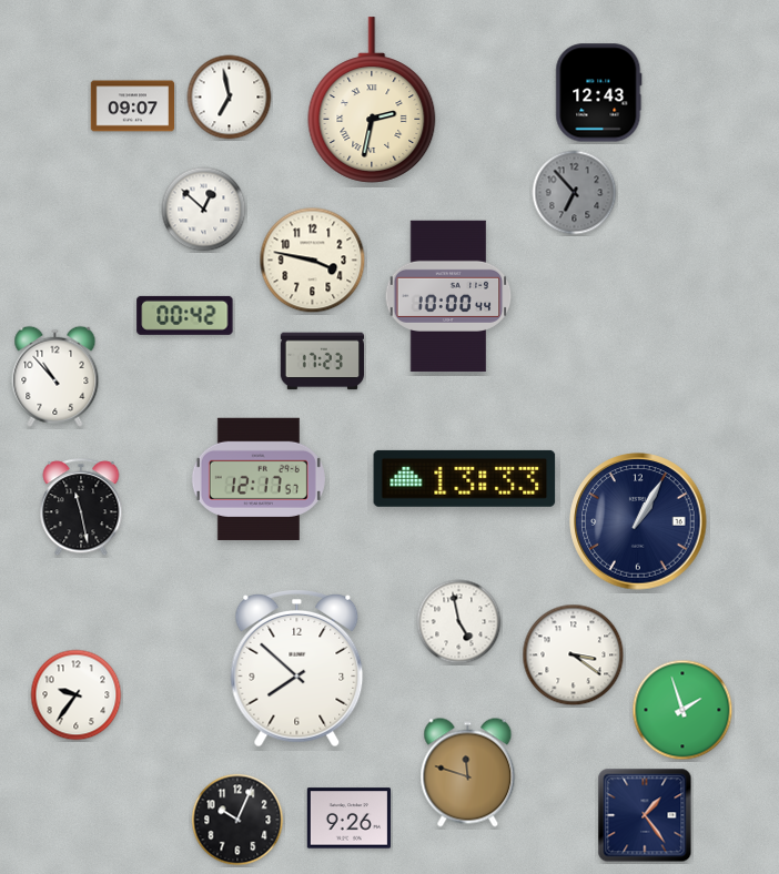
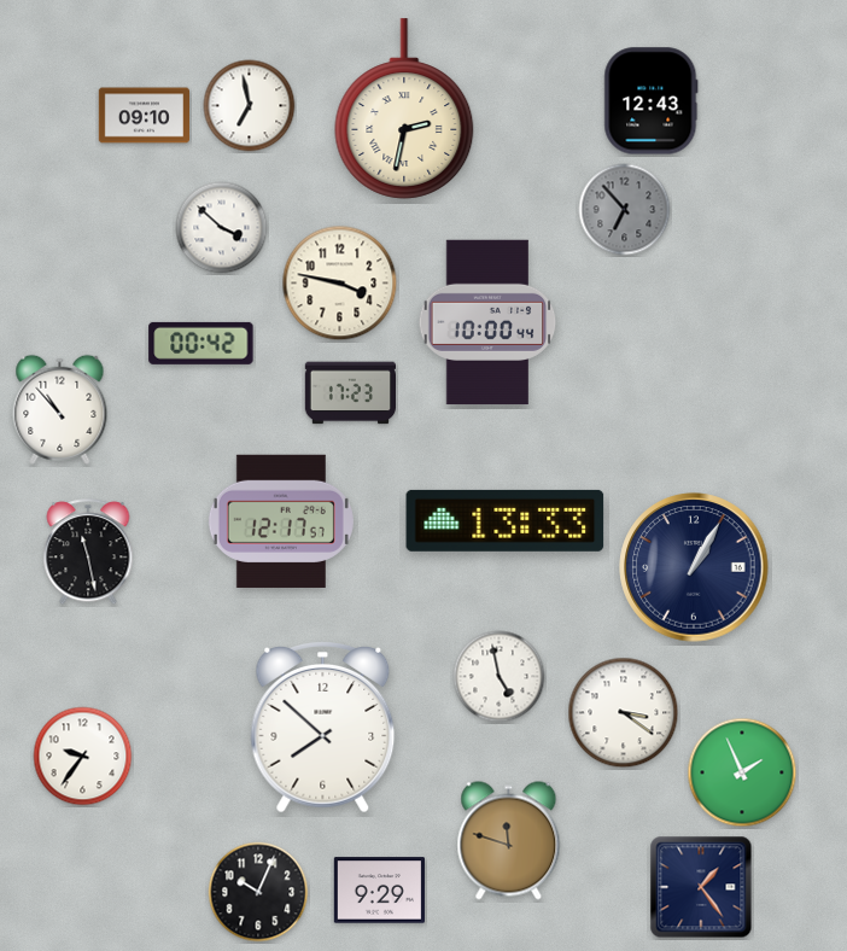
clock at (132, 106): 09:07 -> 09:10
clock at (204, 210): 12:52 -> 3:52
clock at (682, 710): 1:57 -> 1:56
clock at (348, 819): 9:26 -> 9:29
